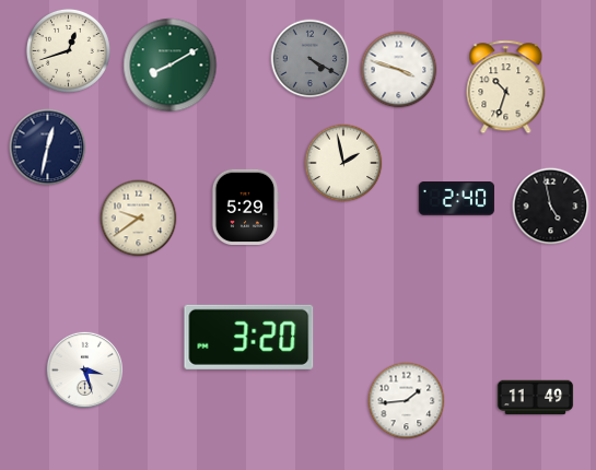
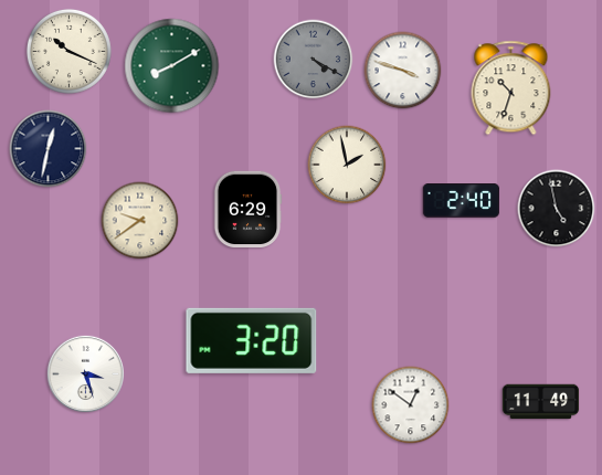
clock at (68, 50): 12:42 -> 10:19
clock at (245, 208): 5:29 -> 6:29
clock at (407, 401): 1:44 -> 12:51
